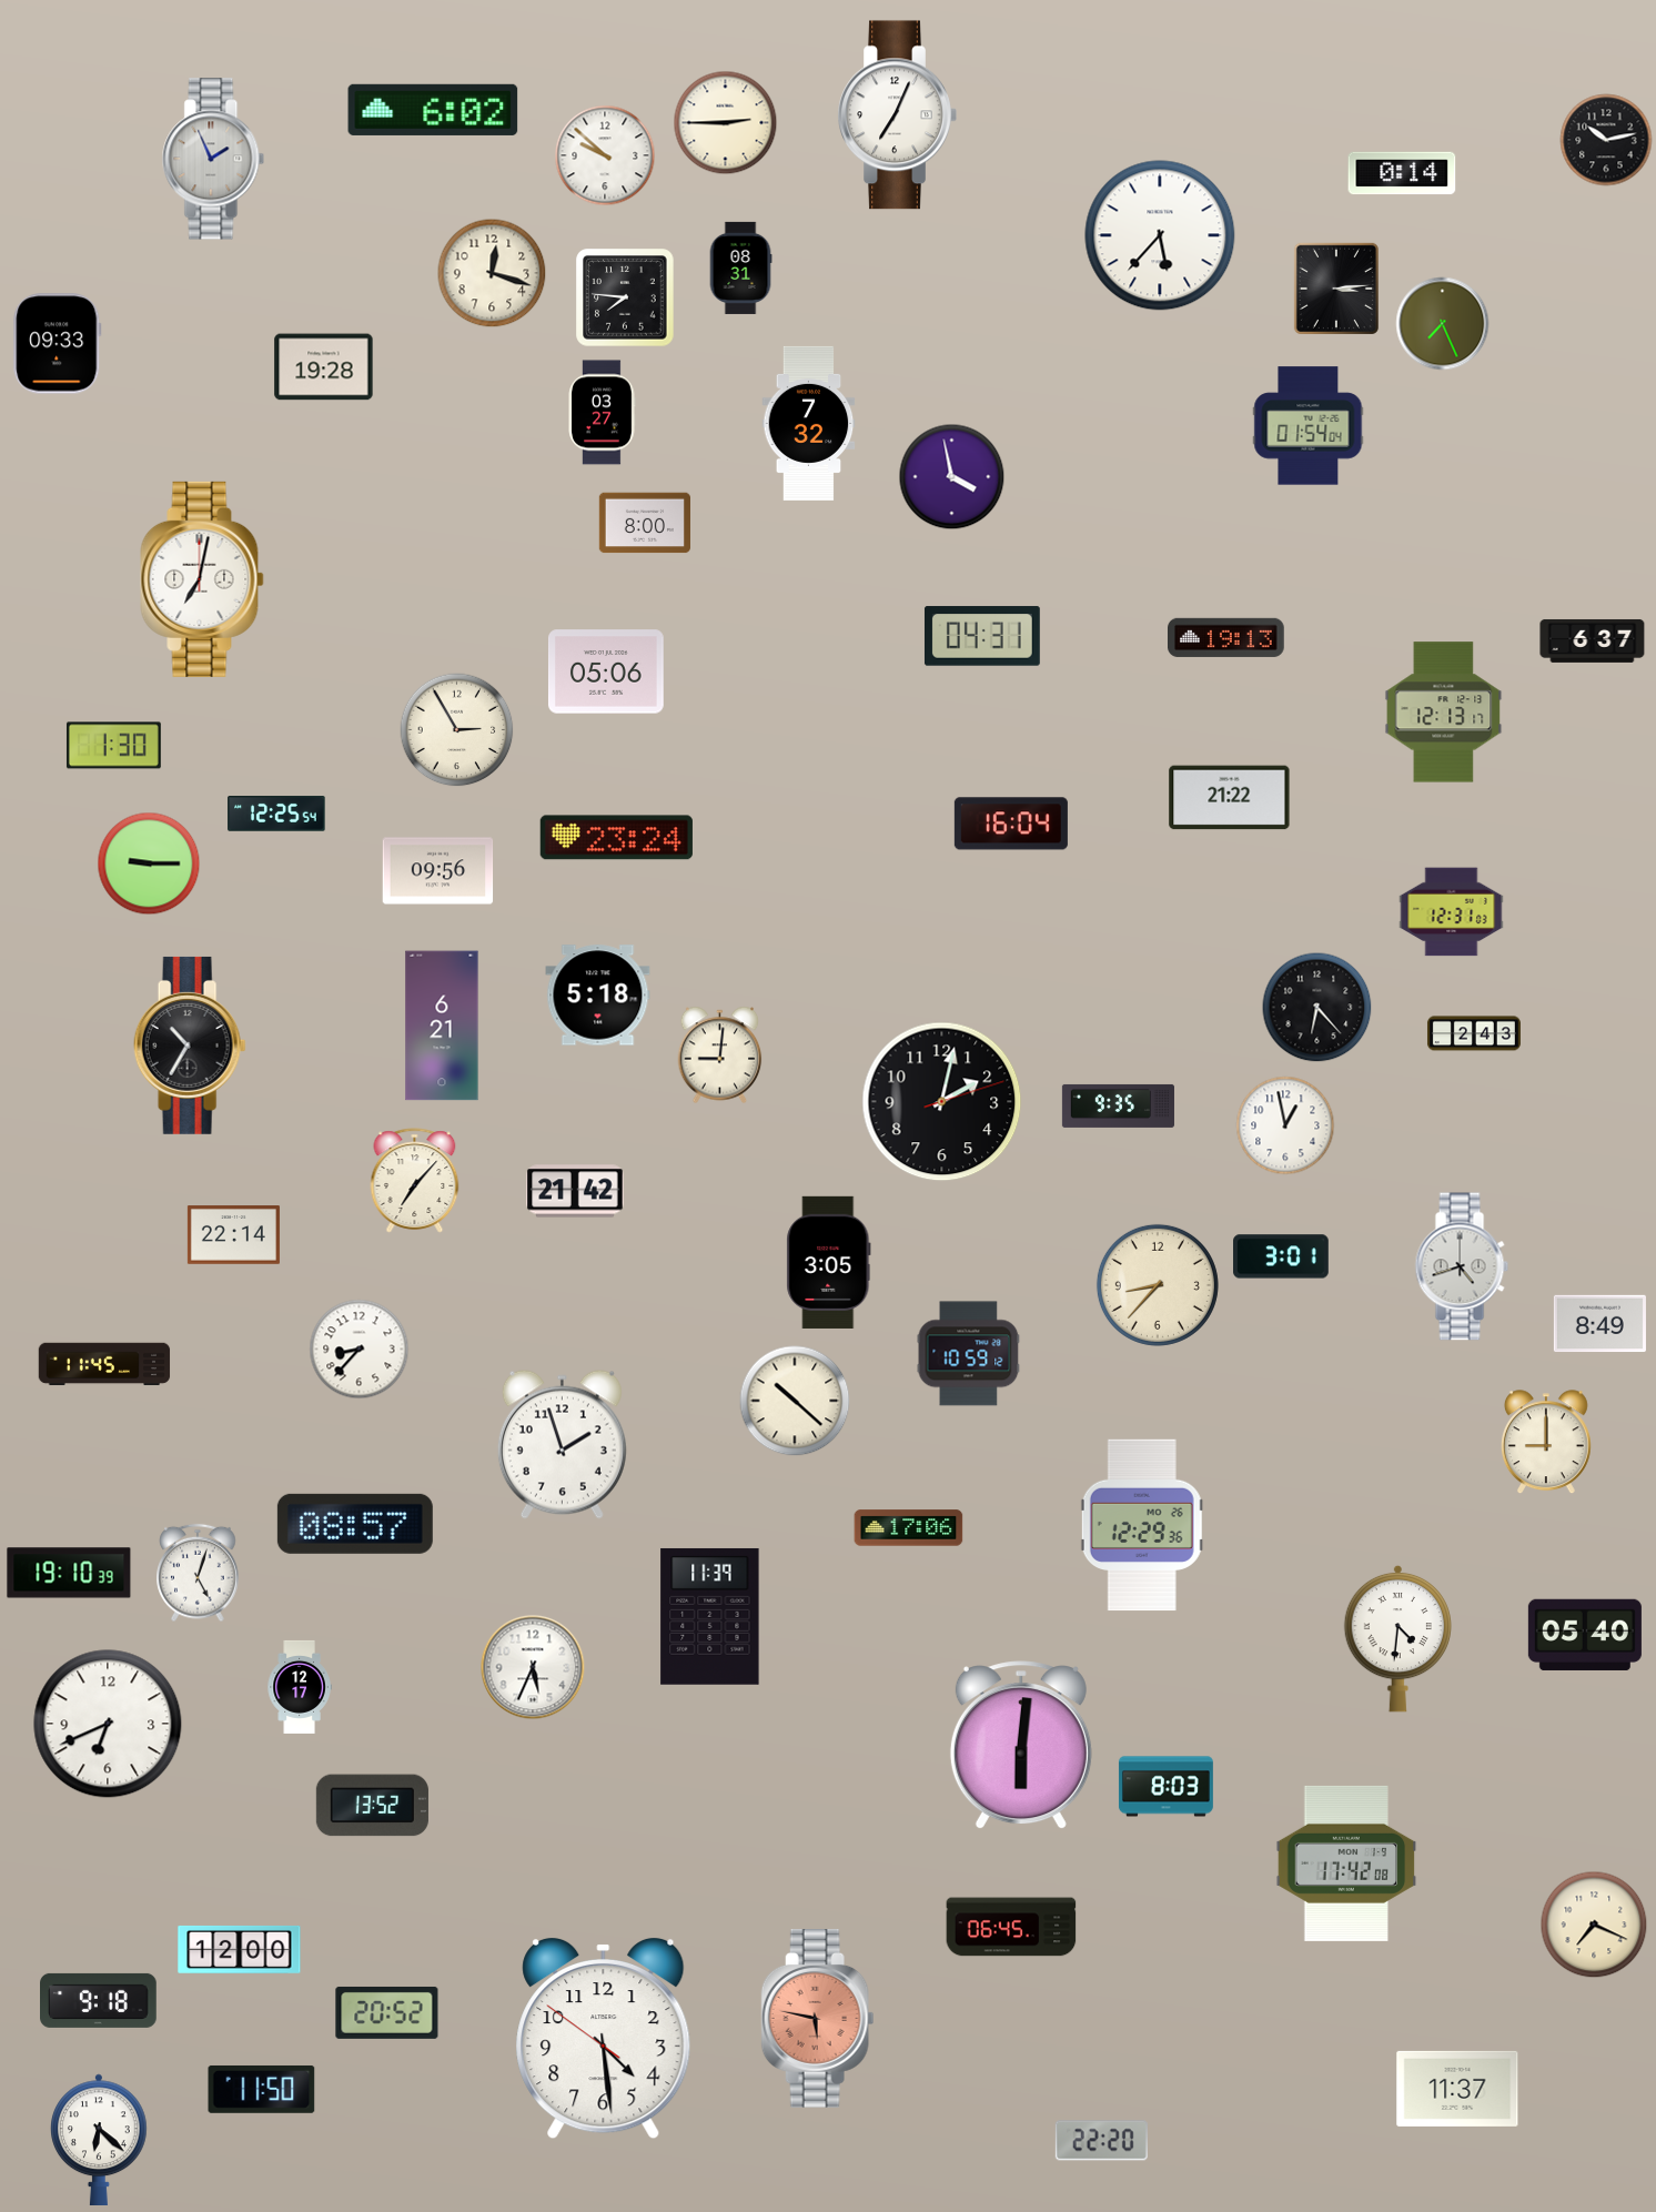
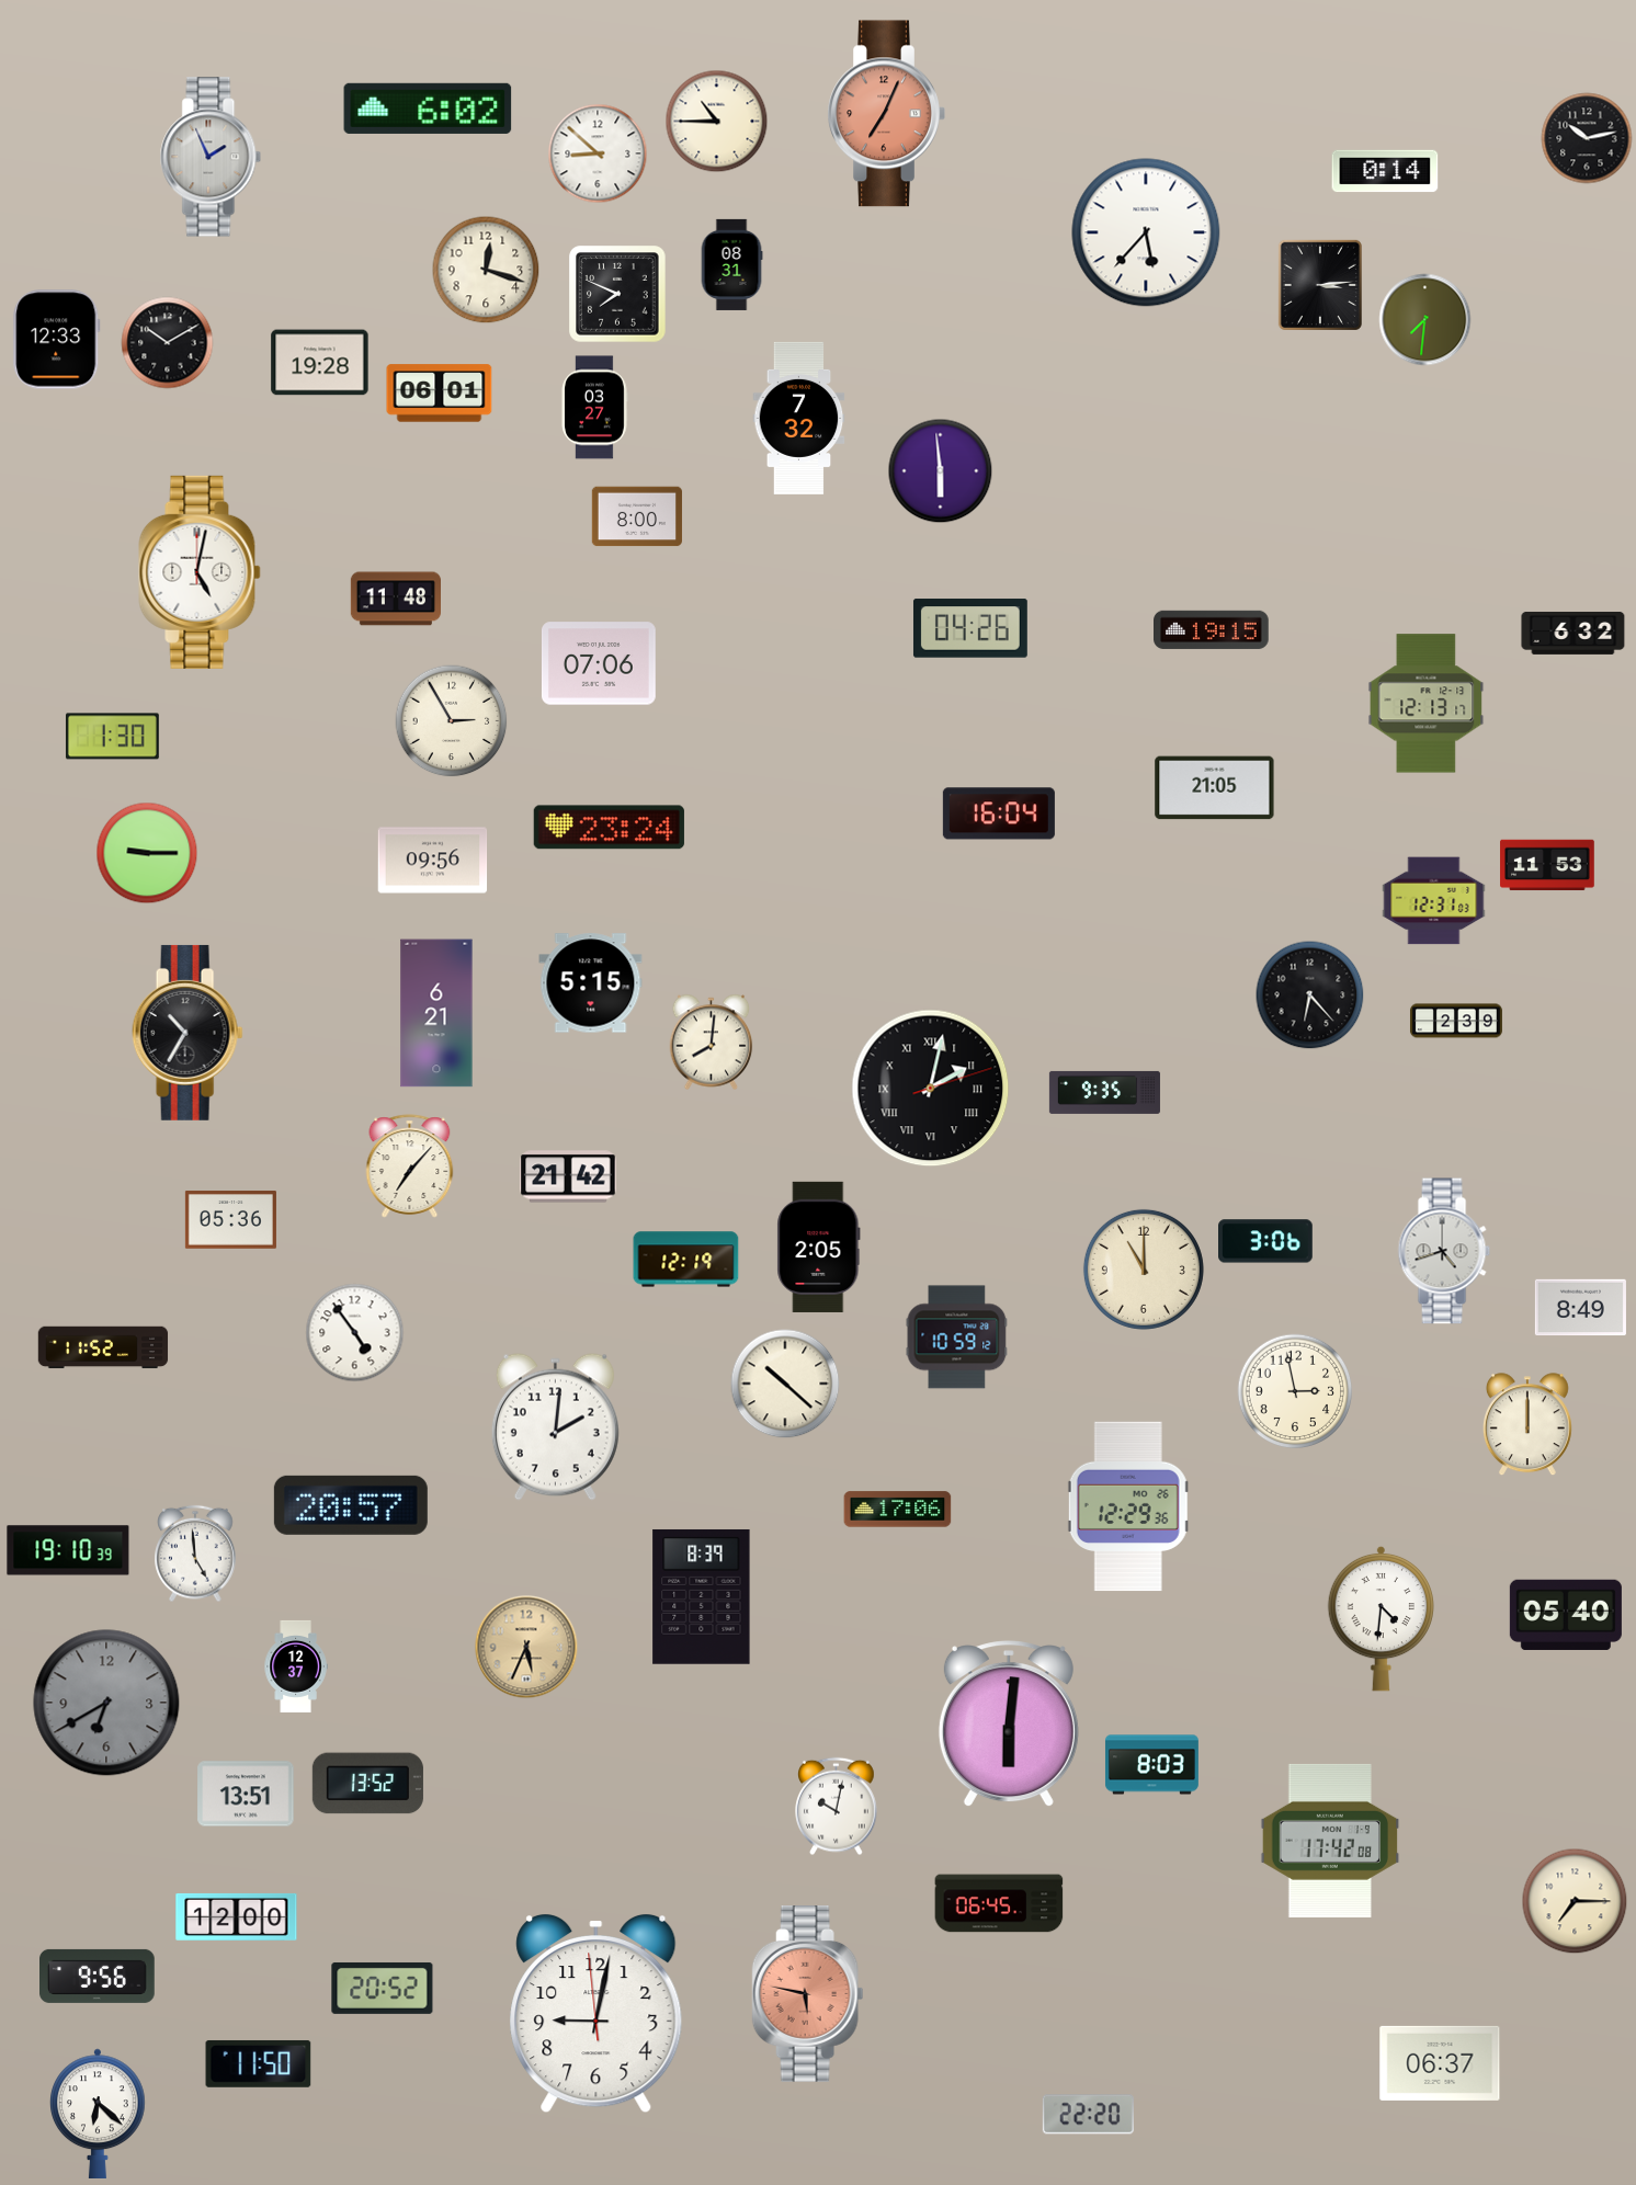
clock at (897, 115) dial: white -> salmon
clock at (726, 123): 2:45 -> 10:45
clock at (605, 155): 9:52 -> 8:52
clock at (625, 297): 7:46 -> 7:49
clock at (1443, 324): 7:26 -> 7:31
clock at (58, 344): 09:33 -> 12:33
clock at (168, 343): none -> 10:10
clock at (440, 394): none -> 06:01
clock at (1309, 426): 01:54 -> none
clock at (952, 477): 3:58 -> 5:59
clock at (202, 579): 7:02 -> 5:02
clock at (395, 599): none -> 11:48
clock at (982, 636): 04:31 -> 04:26
clock at (1226, 637): 19:13 -> 19:15
clock at (1593, 640): 6:37 -> 6:32
clock at (606, 671): 05:06 -> 07:06
clock at (1230, 798): 21:22 -> 21:05
clock at (276, 814): 12:25 -> none
clock at (1547, 865): none -> 11:53
clock at (598, 996): 5:18 -> 5:15
clock at (1317, 1008) position: (1317, 1008) -> (1310, 995)
clock at (1474, 1033): 2:43 -> 2:39
clock at (720, 1056): 9:01 -> 8:01
clock at (942, 1102) numerals: Arabic -> Roman
clock at (1285, 1125): 12:58 -> none
clock at (233, 1235): 22:14 -> 05:36
clock at (1282, 1256): 3:01 -> 3:06
clock at (829, 1262): 3:05 -> 2:05
clock at (686, 1260): none -> 12:19
clock at (1158, 1285): 8:37 -> 11:00
clock at (360, 1350): 8:37 -> 4:54
clock at (104, 1364): 11:45 -> 11:52
clock at (1295, 1391): none -> 2:58
clock at (1546, 1443): 9:00 -> 12:00
clock at (562, 1444): 1:57 -> 2:01
clock at (355, 1524): 08:57 -> 20:57
clock at (69, 1573) position: (69, 1573) -> (68, 1550)
clock at (198, 1573): 5:03 -> 4:59
clock at (710, 1616): 11:39 -> 8:39
clock at (533, 1667) dial: white -> champagne
clock at (300, 1687): 12:17 -> 12:37
clock at (108, 1724): 6:41 -> 6:40
clock at (108, 1724) dial: white -> grey
clock at (246, 1794): none -> 13:51
clock at (837, 1807): none -> 10:02
clock at (1594, 1925): 7:19 -> 7:15
clock at (240, 1949) position: (240, 1949) -> (237, 1916)
clock at (99, 2000): 9:18 -> 9:56
clock at (604, 2039): 4:28 -> 9:01
clock at (1457, 2089): 11:37 -> 06:37
